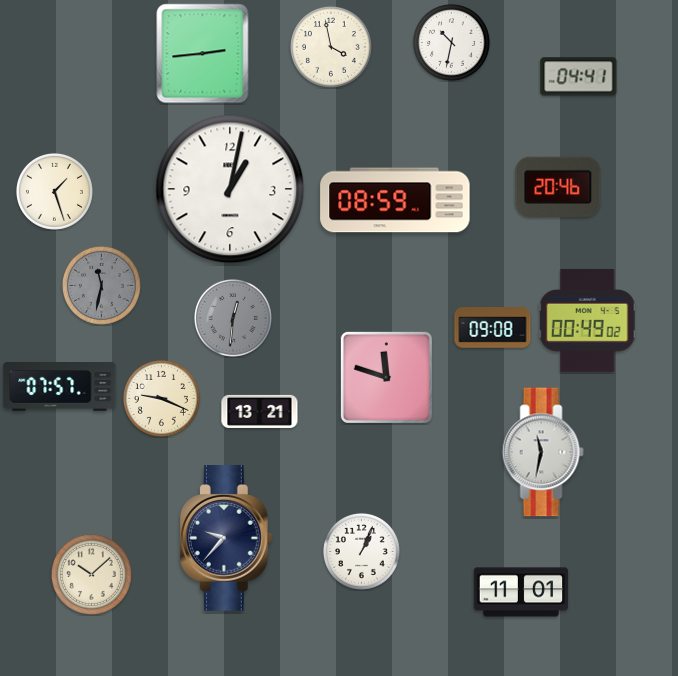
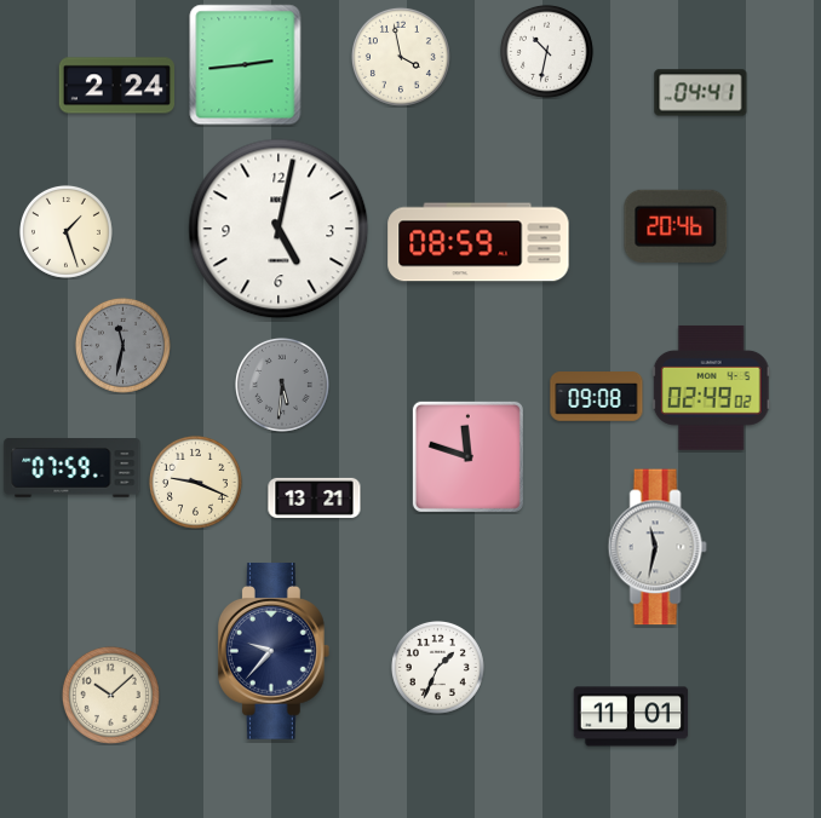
clock at (116, 86): none -> 2:24
clock at (230, 189): 1:02 -> 5:02
clock at (233, 318): 12:31 -> 5:31
clock at (587, 320): 00:49 -> 02:49
clock at (60, 387): 07:57 -> 07:59
clock at (361, 551): 1:04 -> 1:34
